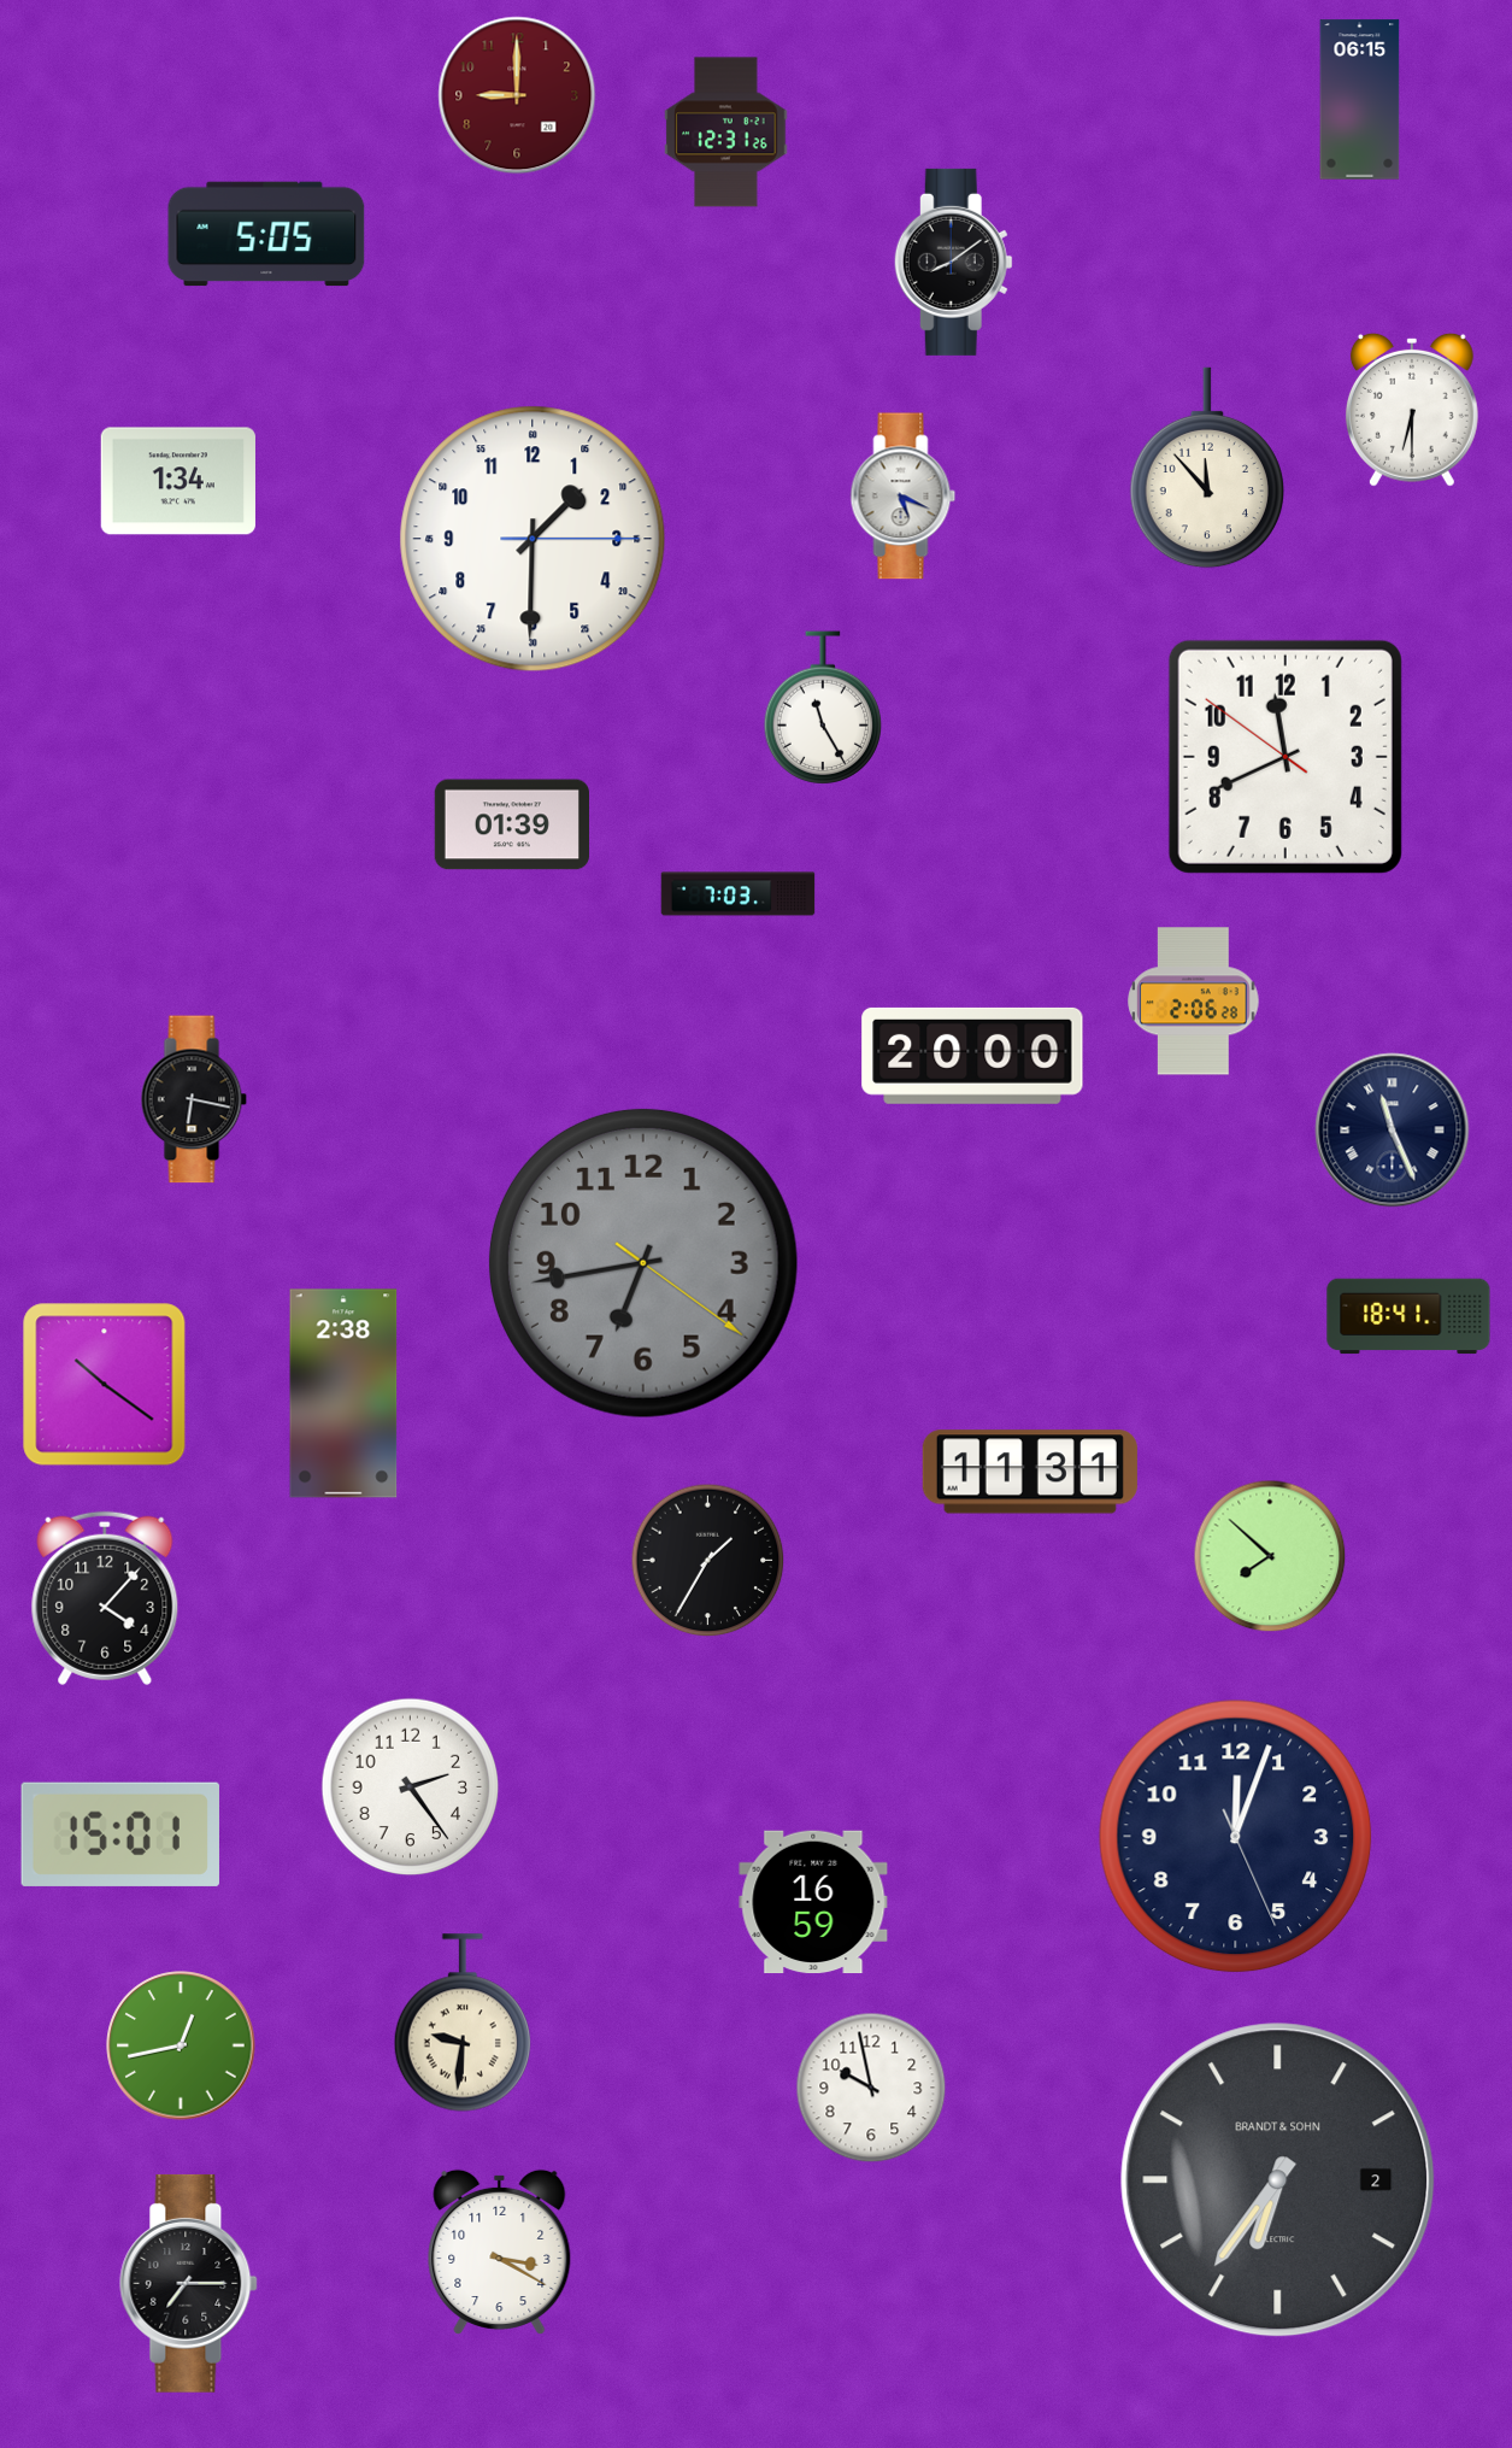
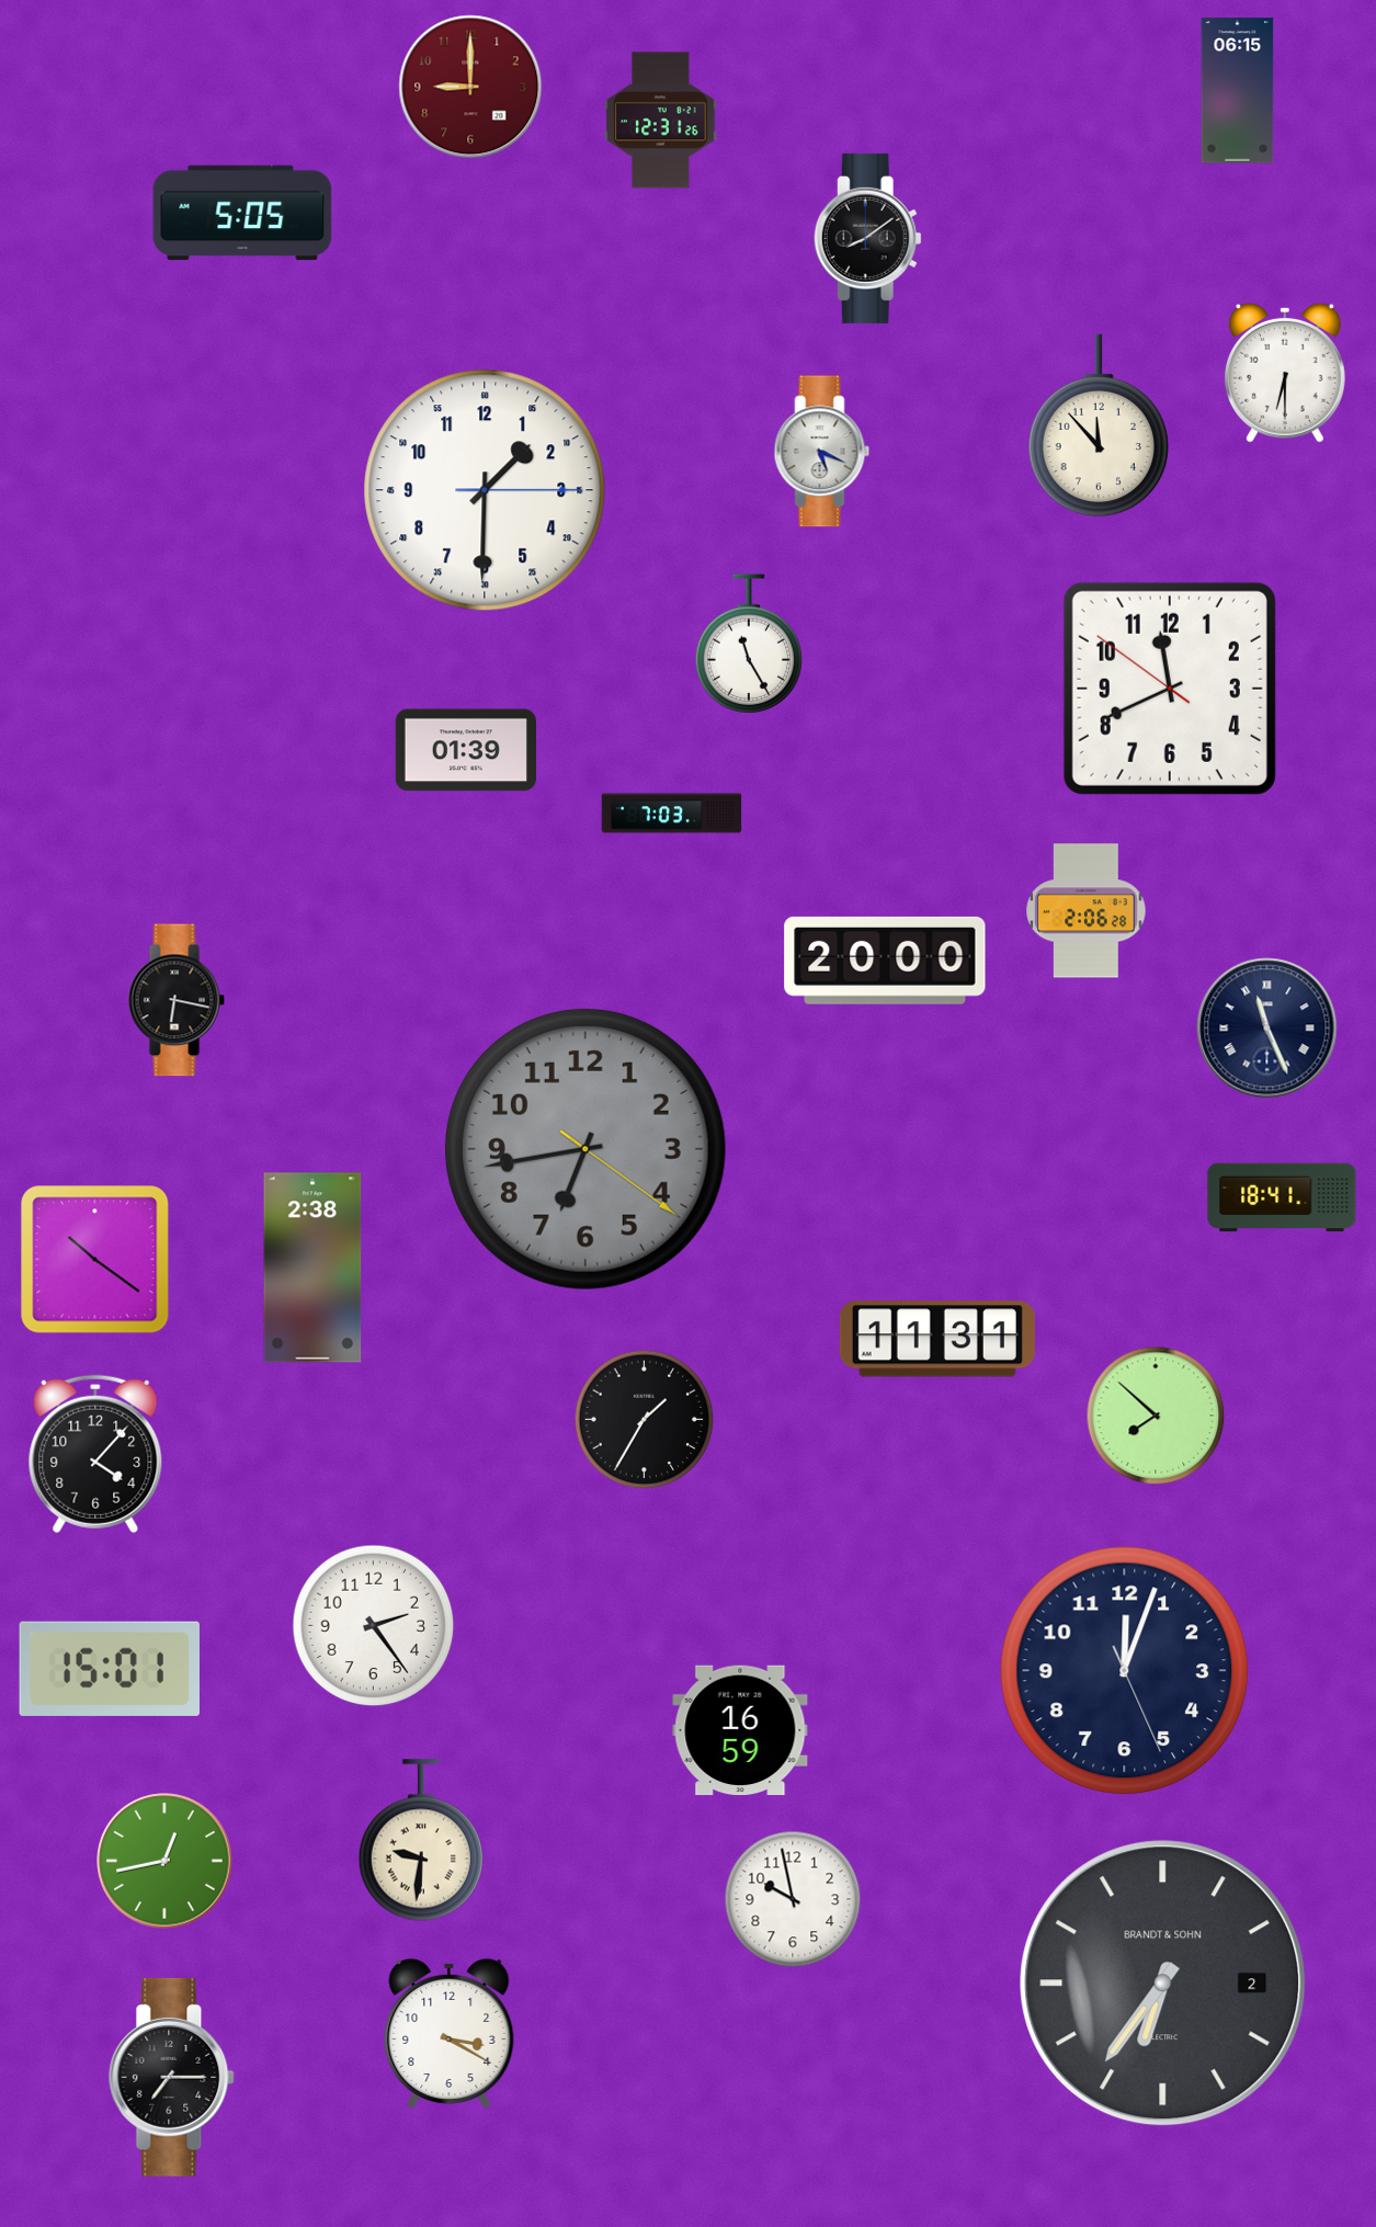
clock at (178, 481): 1:34 -> none
clock at (500, 2252) position: (500, 2252) -> (450, 2033)
